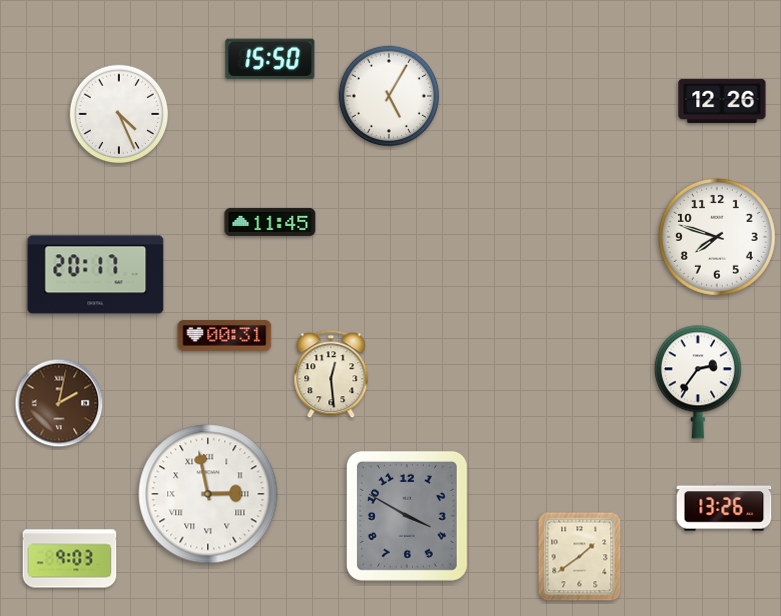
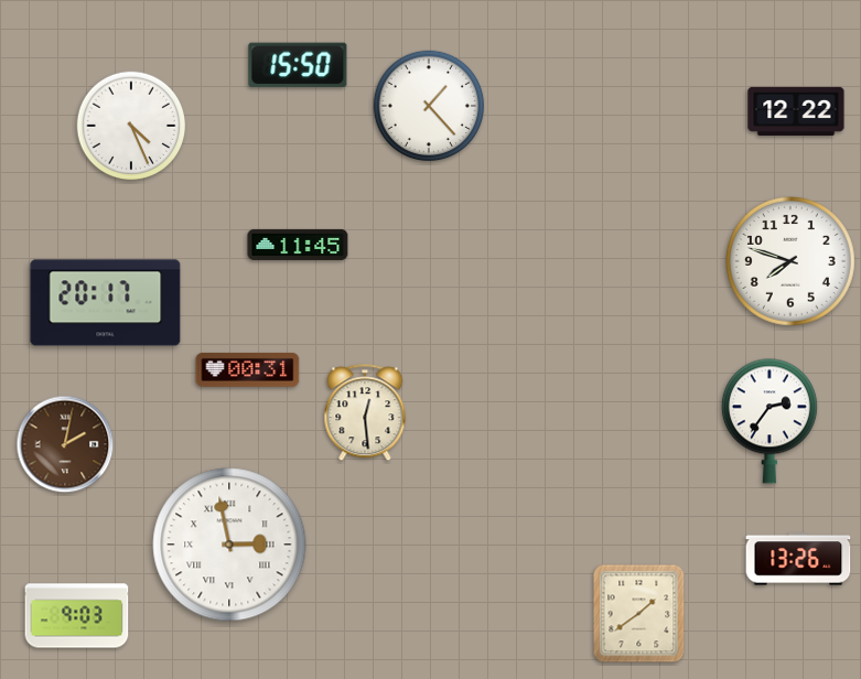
clock at (389, 96): 5:05 -> 1:23
clock at (722, 101): 12:26 -> 12:22
clock at (407, 516): 3:50 -> none
